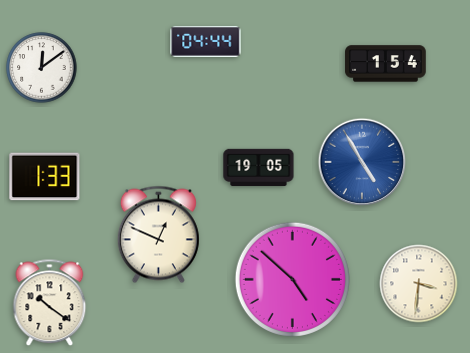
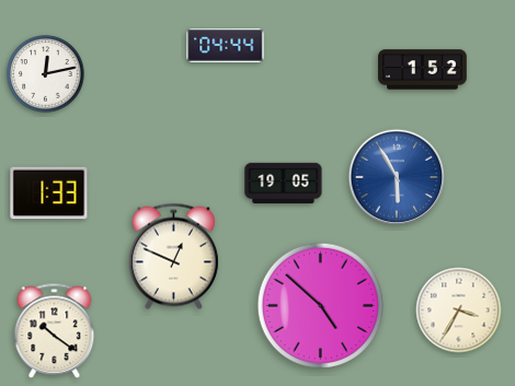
clock at (386, 64): 1:54 -> 1:52
clock at (42, 68): 12:09 -> 12:13
clock at (362, 162): 4:55 -> 5:55
clock at (419, 284): 3:31 -> 3:35
